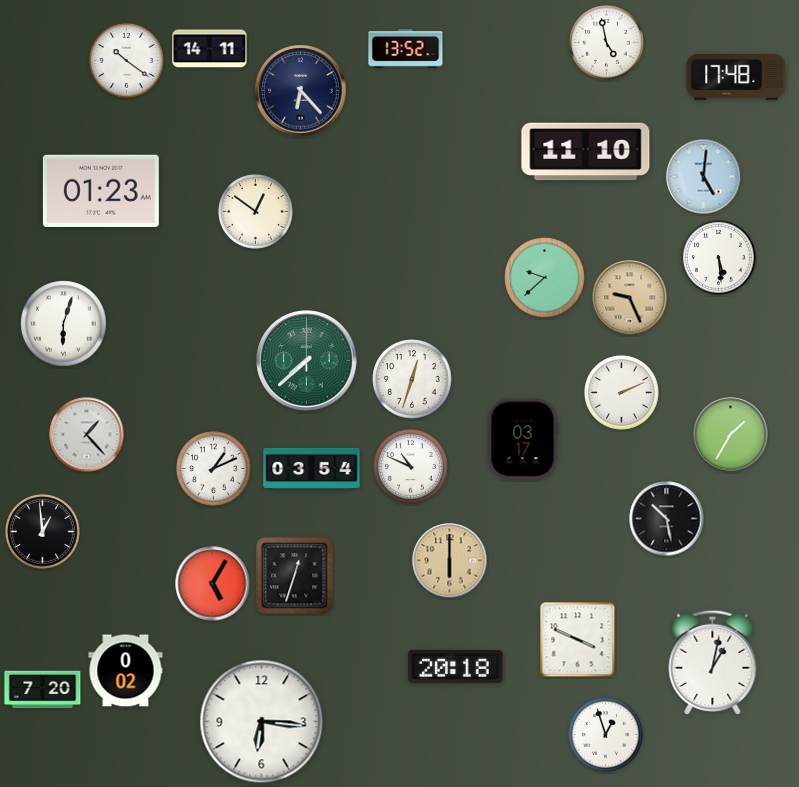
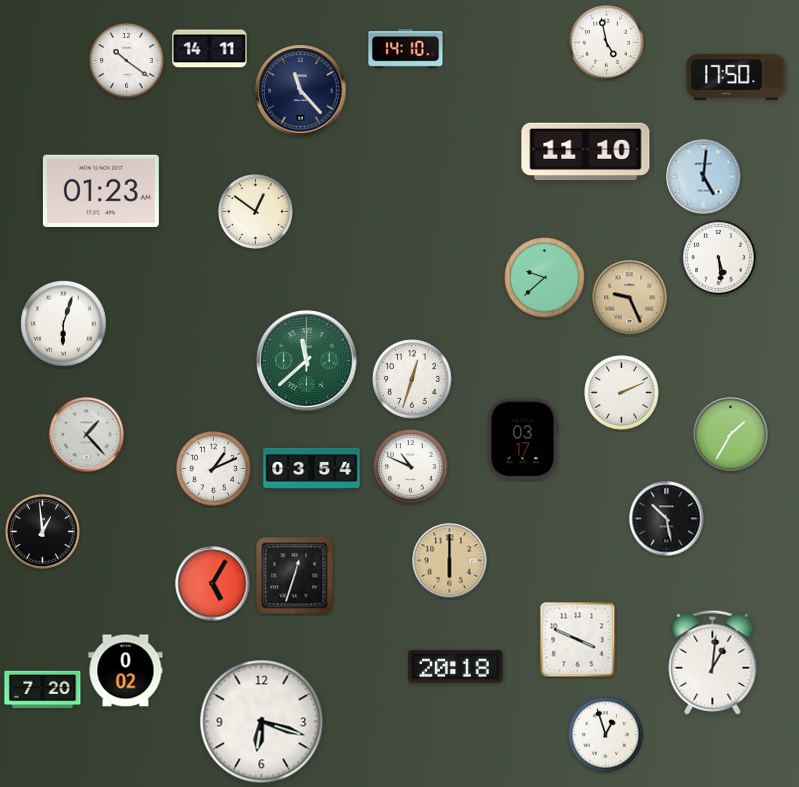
clock at (406, 49): 13:52 -> 14:10
clock at (736, 77): 17:48 -> 17:50
clock at (301, 91): 6:23 -> 11:23
clock at (307, 361): 7:38 -> 11:38
clock at (713, 662): 1:02 -> 1:01
clock at (262, 722): 6:16 -> 6:18
